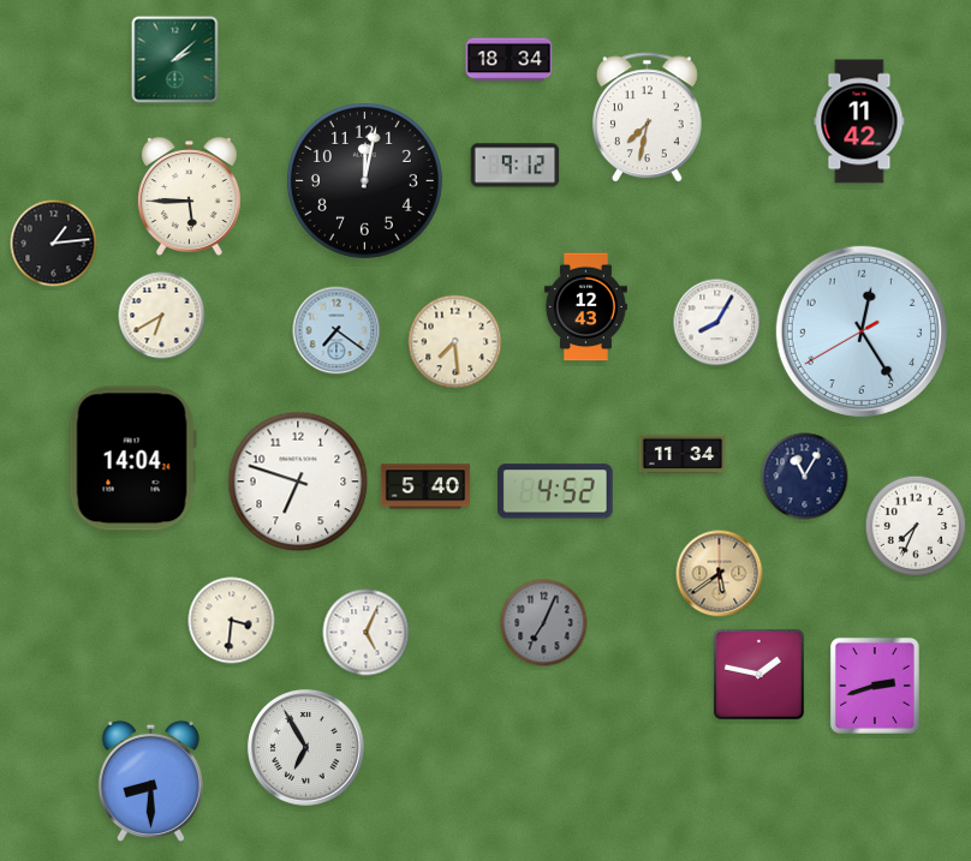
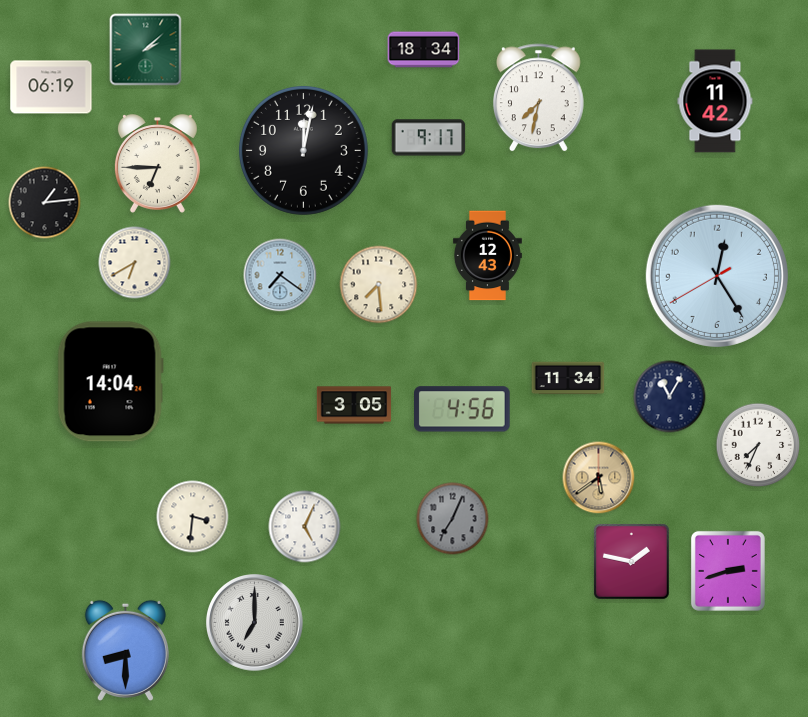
clock at (51, 87): none -> 06:19
clock at (516, 166): 9:12 -> 9:17
clock at (189, 197): 5:45 -> 6:45
clock at (717, 323): 8:05 -> none
clock at (298, 482): 6:48 -> none
clock at (425, 486): 5:40 -> 3:05
clock at (556, 491): 4:52 -> 4:56
clock at (916, 526) position: (916, 526) -> (758, 445)
clock at (306, 748): 6:55 -> 7:00
